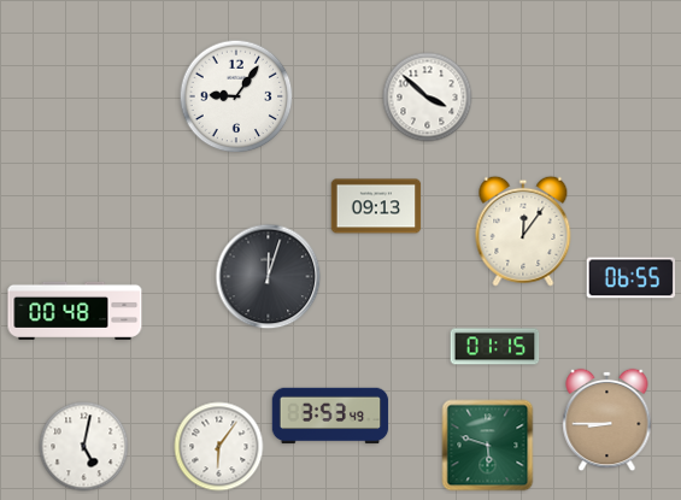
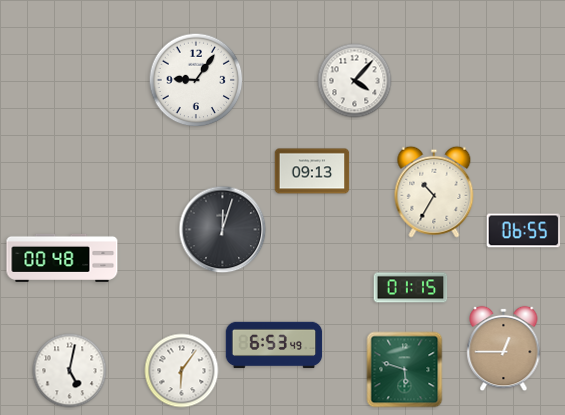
clock at (428, 98): 3:52 -> 4:07
clock at (523, 231): 12:06 -> 10:35
clock at (330, 416): 3:53 -> 6:53
clock at (607, 420): 8:45 -> 12:45
